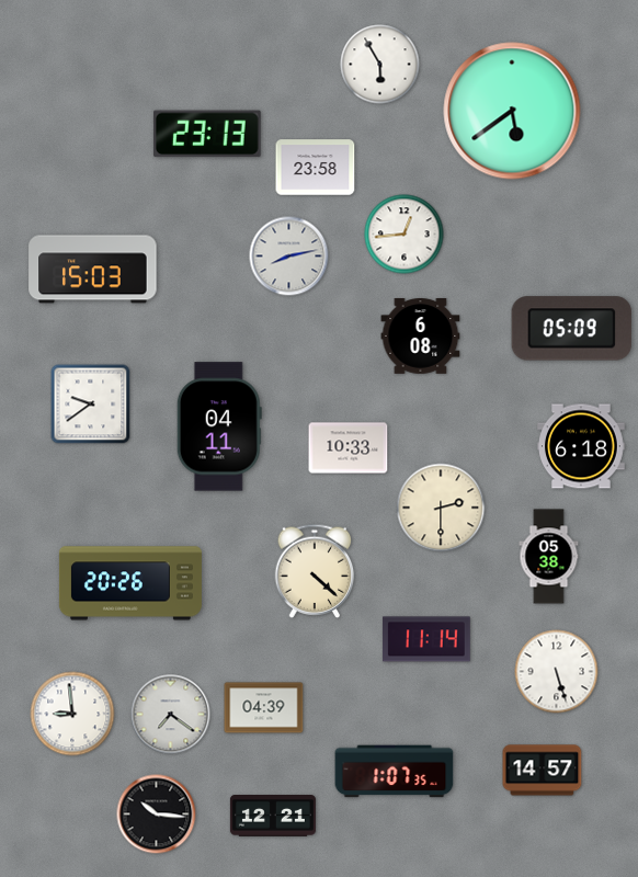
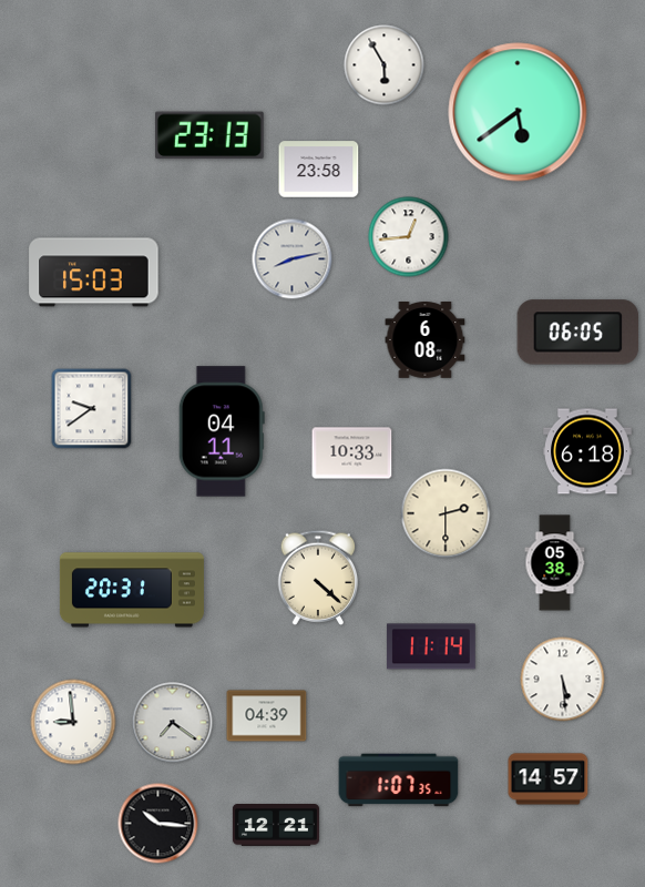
clock at (572, 329): 05:09 -> 06:05
clock at (130, 583): 20:26 -> 20:31
clock at (557, 672): 5:27 -> 5:29
